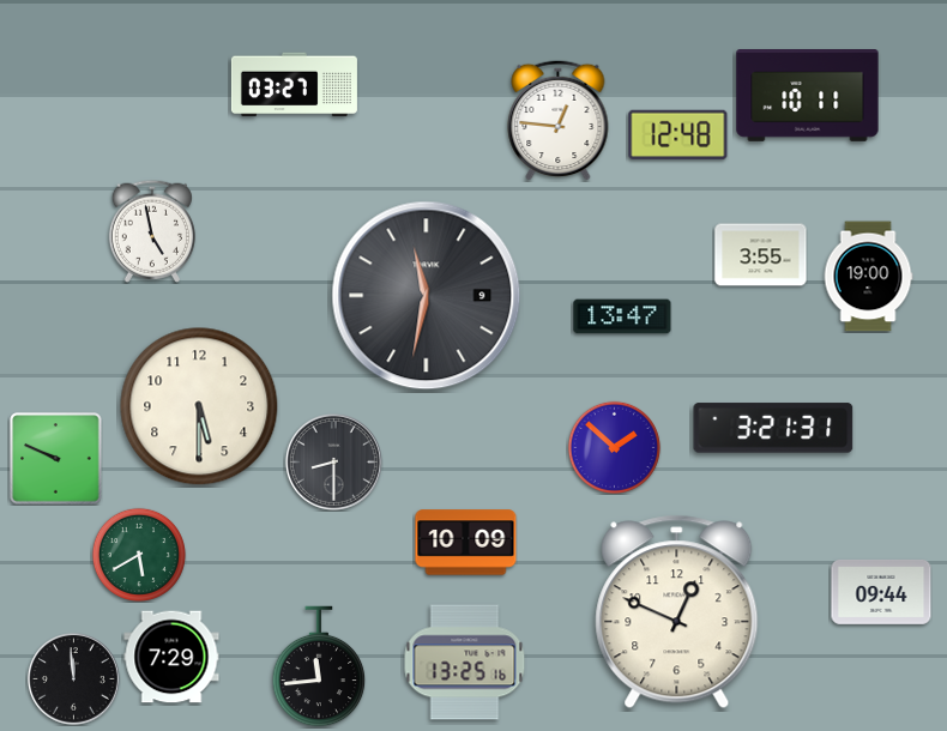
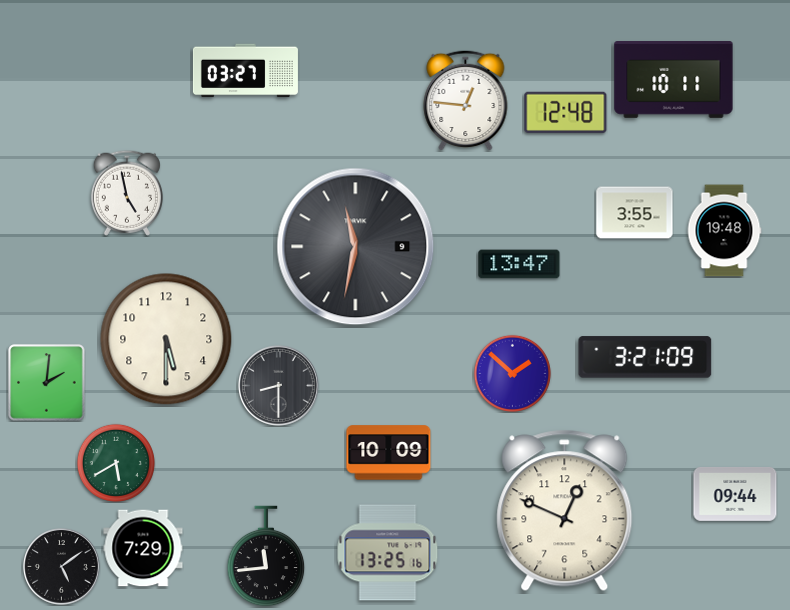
clock at (868, 277): 19:00 -> 19:48
clock at (773, 428): 3:21:31 -> 3:21:09
clock at (56, 459): 9:49 -> 2:01
clock at (74, 679): 11:59 -> 5:09
